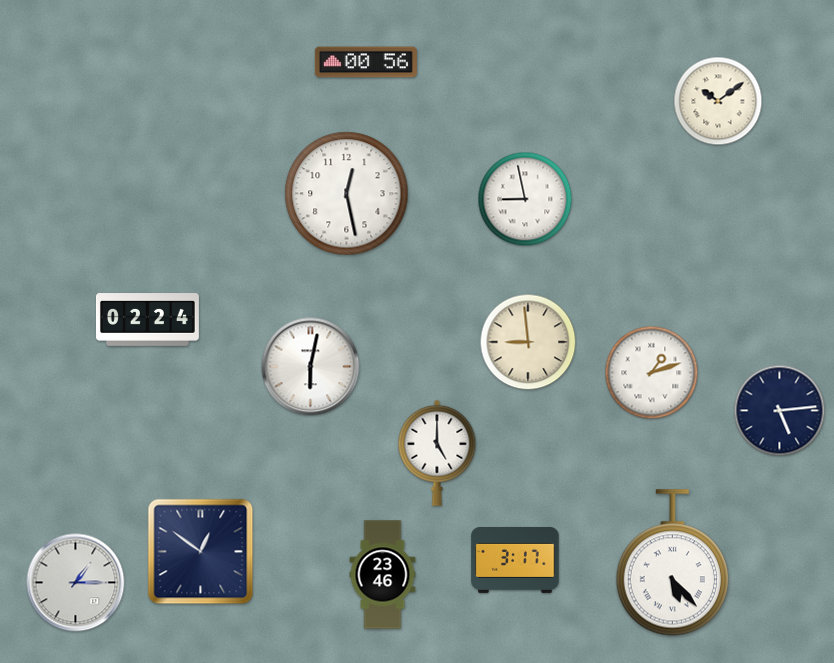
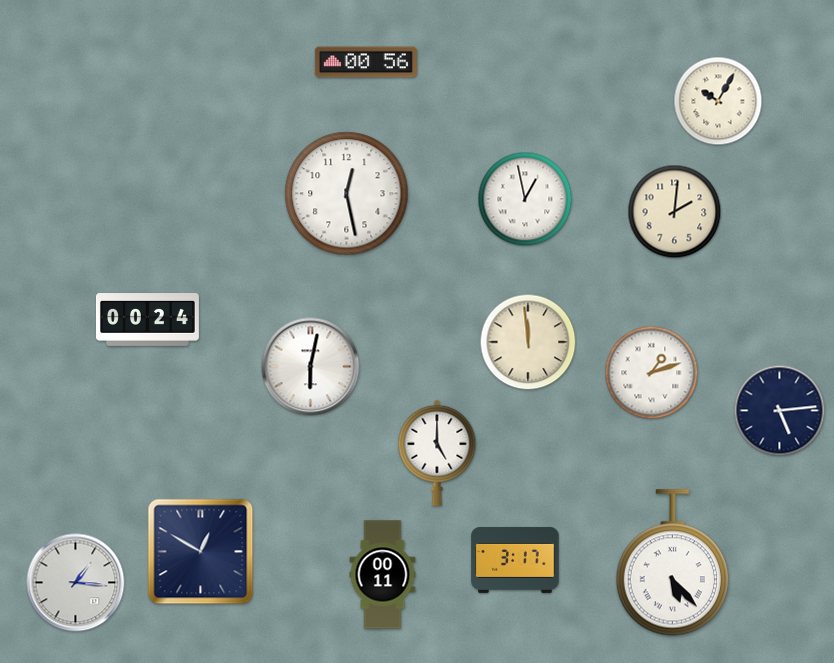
clock at (718, 101): 10:09 -> 10:05
clock at (525, 199): 8:58 -> 12:58
clock at (675, 212): none -> 2:01
clock at (147, 320): 02:24 -> 00:24
clock at (528, 342): 8:59 -> 11:59
clock at (201, 552): 12:51 -> 12:50
clock at (383, 575): 23:46 -> 00:11
clock at (76, 583): 1:15 -> 1:16
